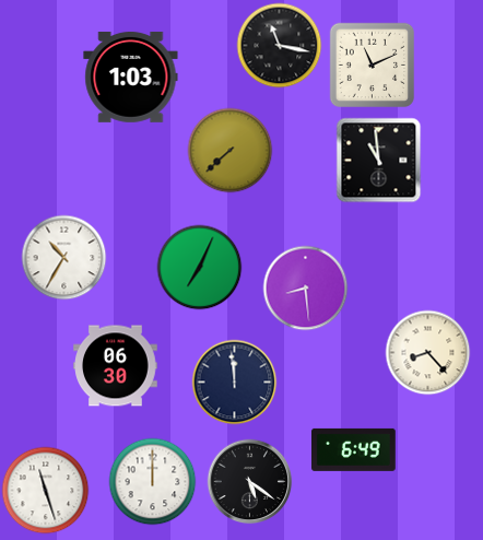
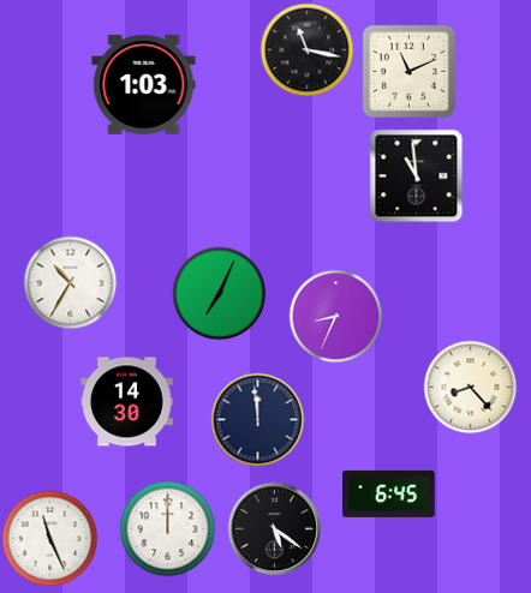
clock at (229, 150): 7:38 -> none
clock at (305, 287): 8:29 -> 8:34
clock at (116, 366): 06:30 -> 14:30
clock at (354, 449): 6:49 -> 6:45
clock at (45, 490): 11:27 -> 11:26
